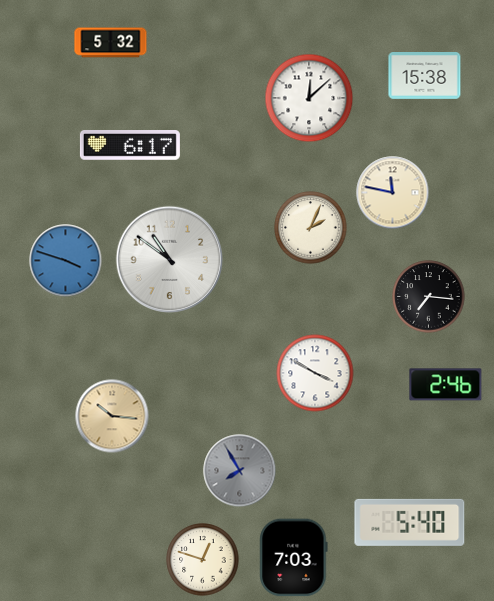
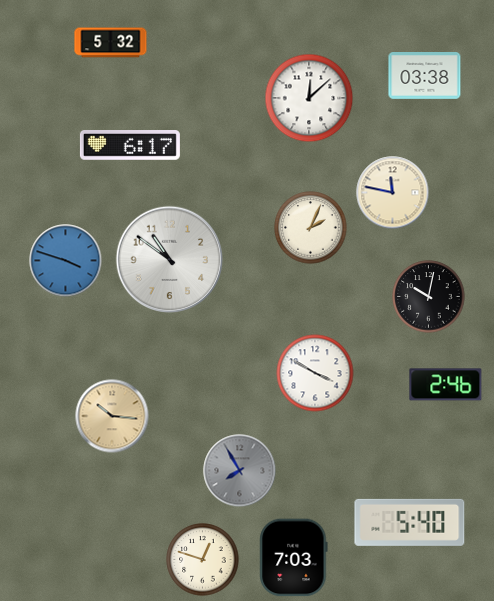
clock at (425, 76): 15:38 -> 03:38
clock at (429, 297): 7:16 -> 10:02
